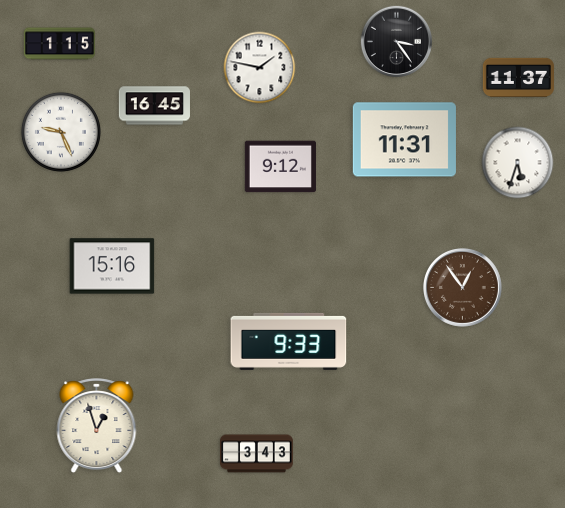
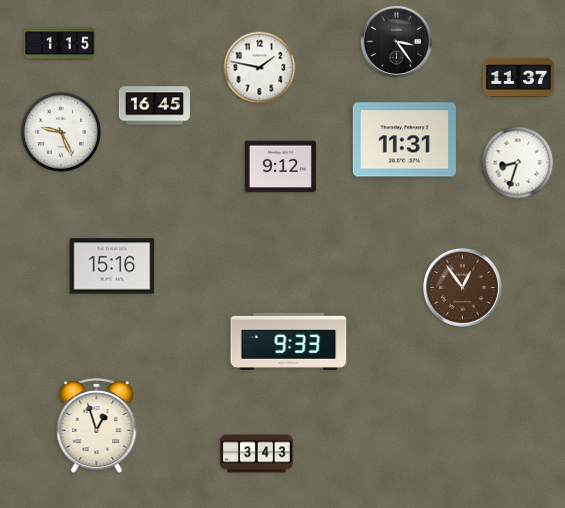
clock at (518, 163): 5:33 -> 8:33
